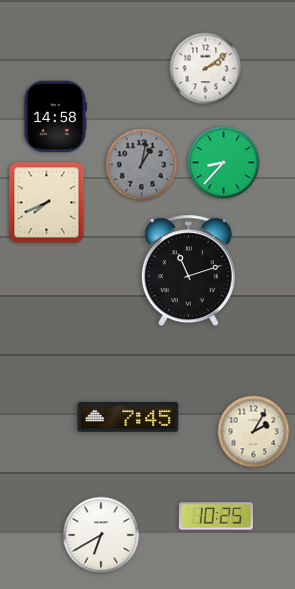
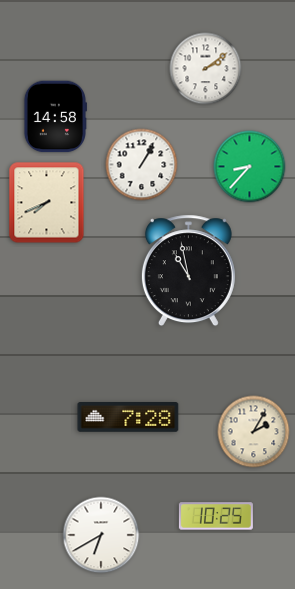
clock at (224, 163) position: (224, 163) -> (250, 167)
clock at (142, 165): 1:02 -> 1:05
clock at (142, 165) dial: grey -> white
clock at (188, 271): 11:12 -> 10:58
clock at (128, 418): 7:45 -> 7:28
